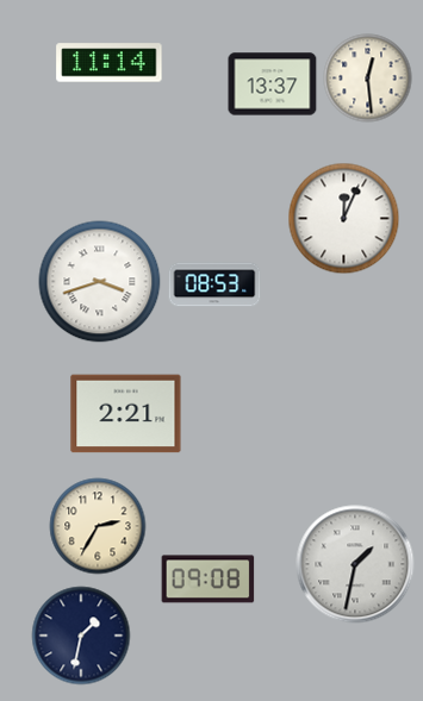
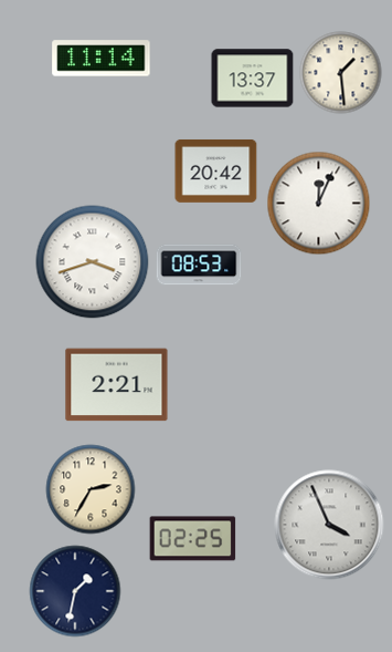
clock at (368, 79): 12:29 -> 1:29
clock at (216, 170): none -> 20:42
clock at (355, 564): 1:32 -> 3:56
clock at (209, 580): 09:08 -> 02:25
